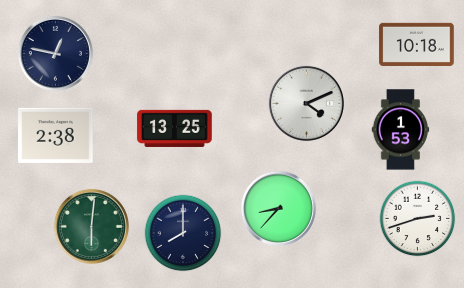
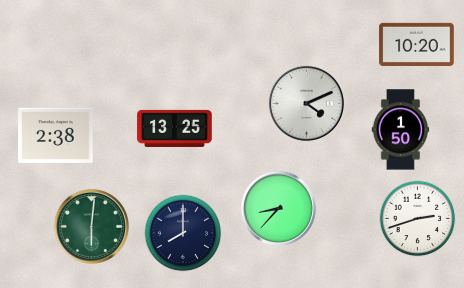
clock at (417, 44): 10:18 -> 10:20
clock at (55, 53): 12:47 -> none
clock at (401, 130): 1:53 -> 1:50
